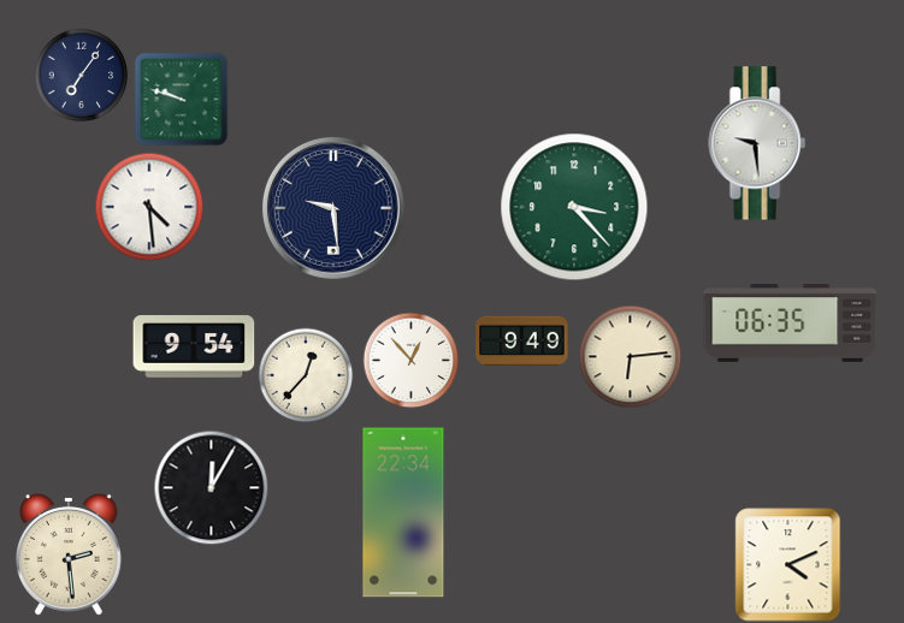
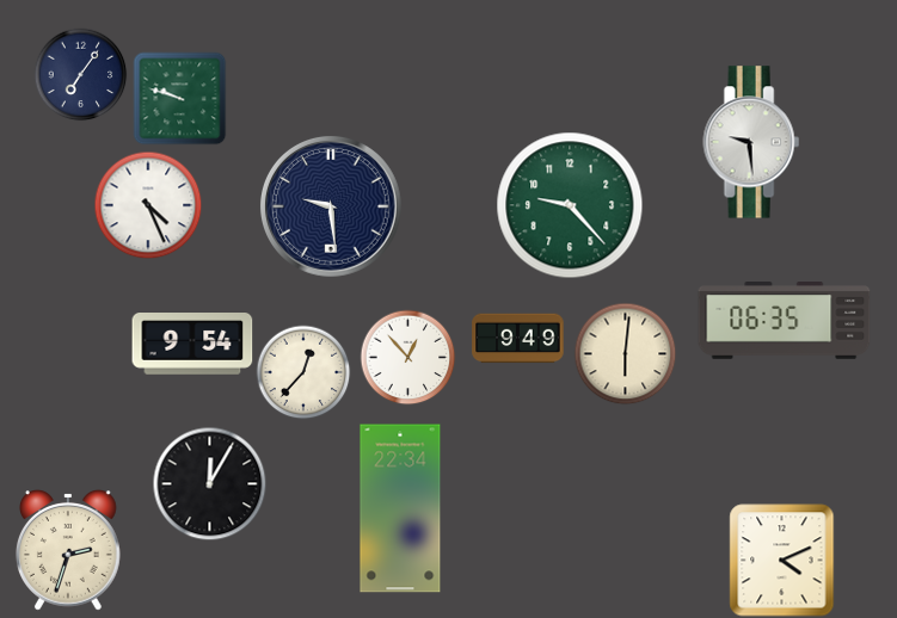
clock at (149, 207): 4:29 -> 4:26
clock at (574, 207): 3:23 -> 9:23
clock at (630, 356): 6:14 -> 6:01
clock at (69, 556): 2:29 -> 2:33
